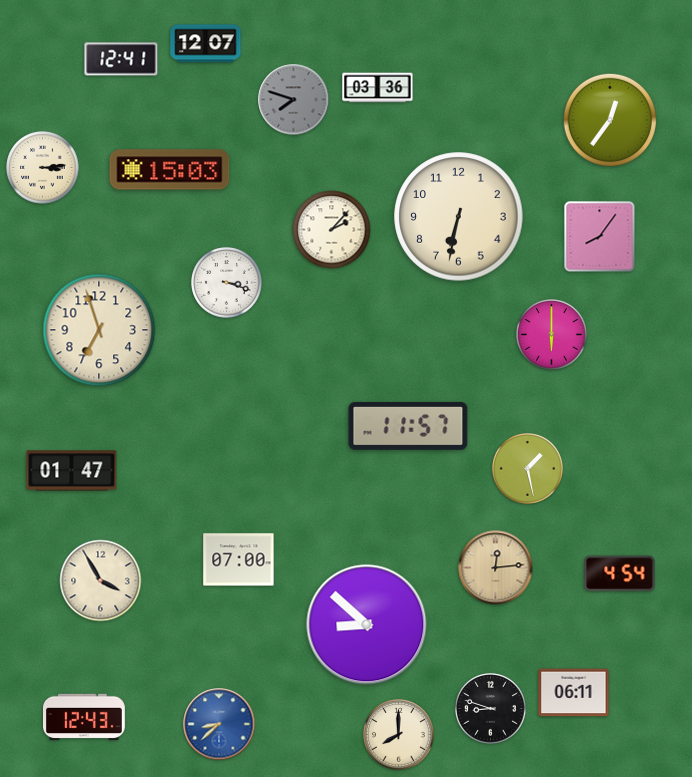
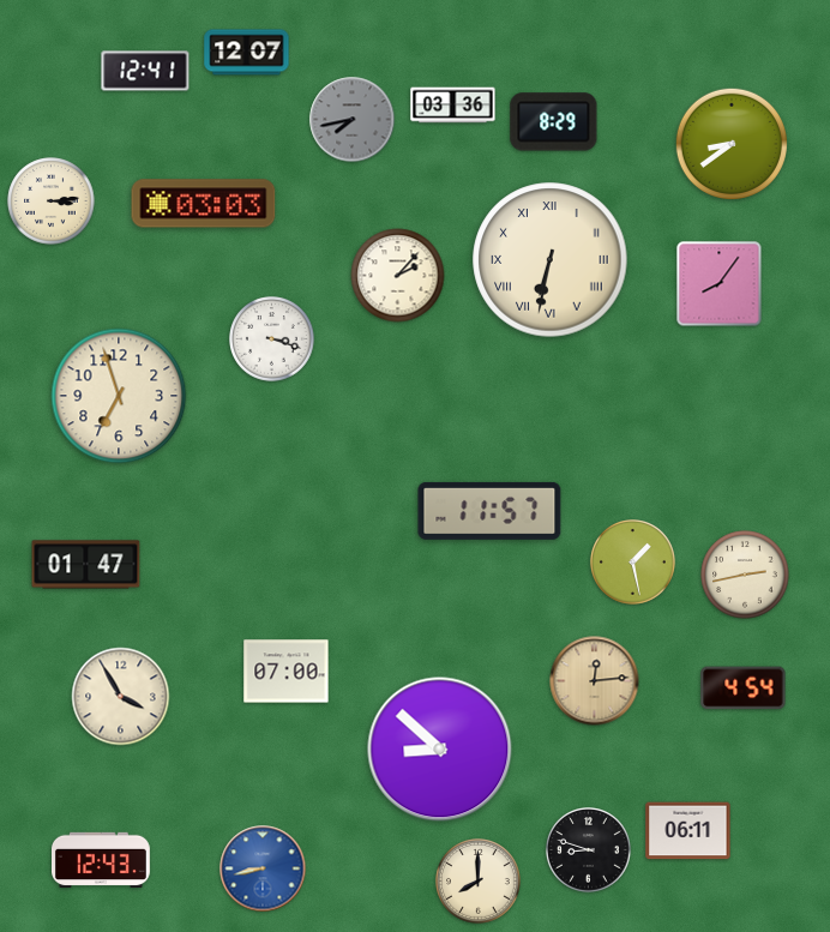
clock at (294, 100): 7:48 -> 7:43
clock at (554, 122): none -> 8:29
clock at (609, 119): 12:36 -> 8:39
clock at (170, 170): 15:03 -> 03:03
clock at (459, 217) numerals: Arabic -> Roman
clock at (552, 335): 6:00 -> none
clock at (745, 575): none -> 2:43
clock at (219, 724): 8:38 -> 8:43
